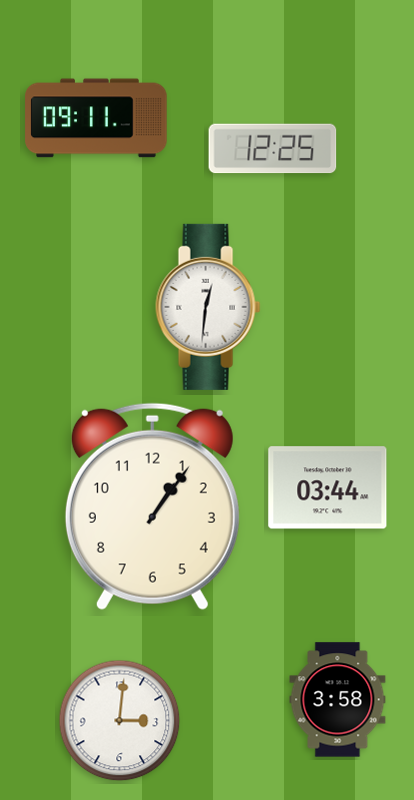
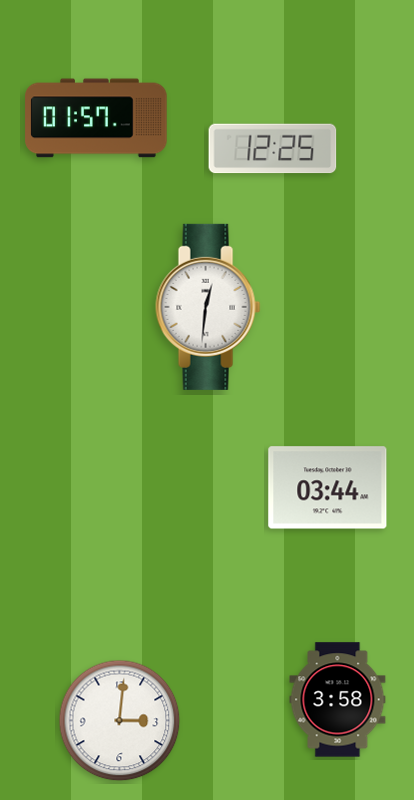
clock at (96, 118): 09:11 -> 01:57
clock at (152, 506): 1:06 -> none
